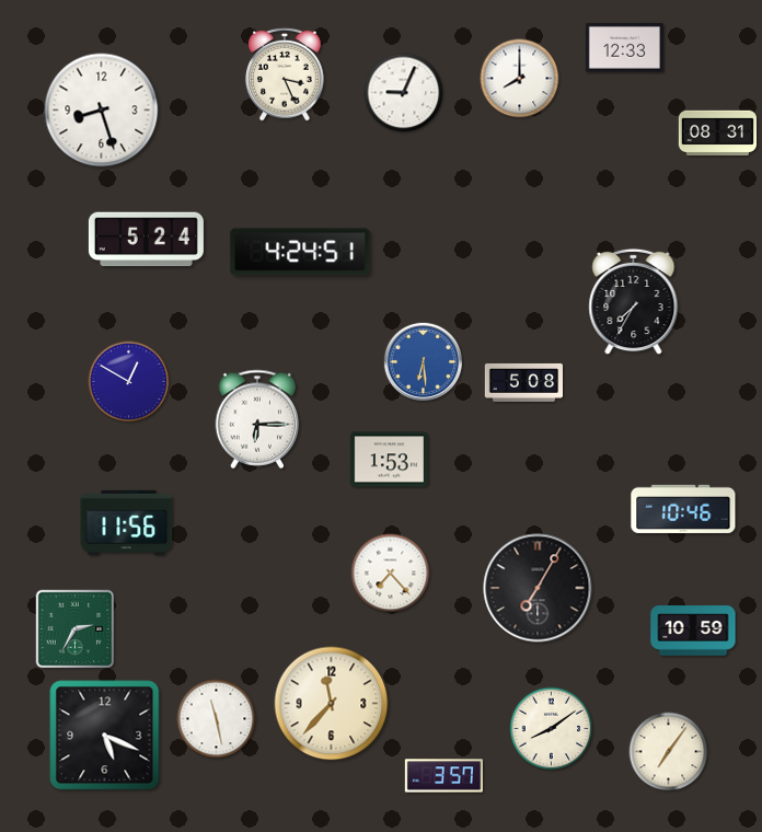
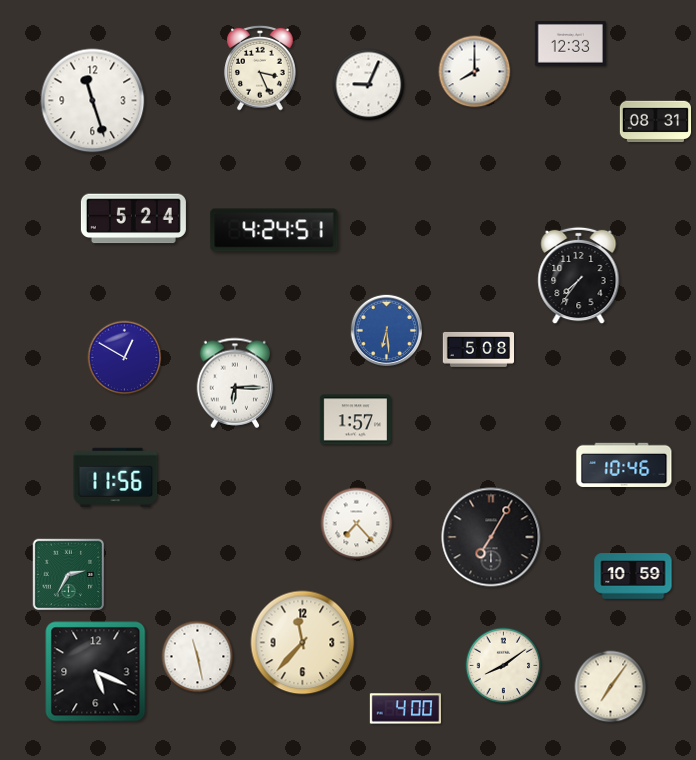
clock at (102, 111): 8:27 -> 11:27
clock at (634, 302): 7:35 -> 7:36
clock at (129, 382) position: (129, 382) -> (125, 358)
clock at (389, 460): 1:53 -> 1:57
clock at (443, 776): 3:57 -> 4:00
